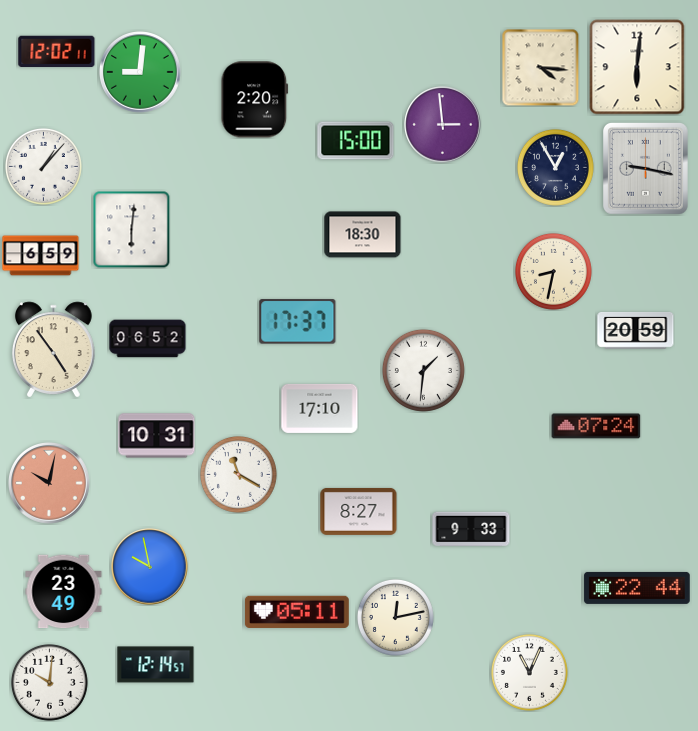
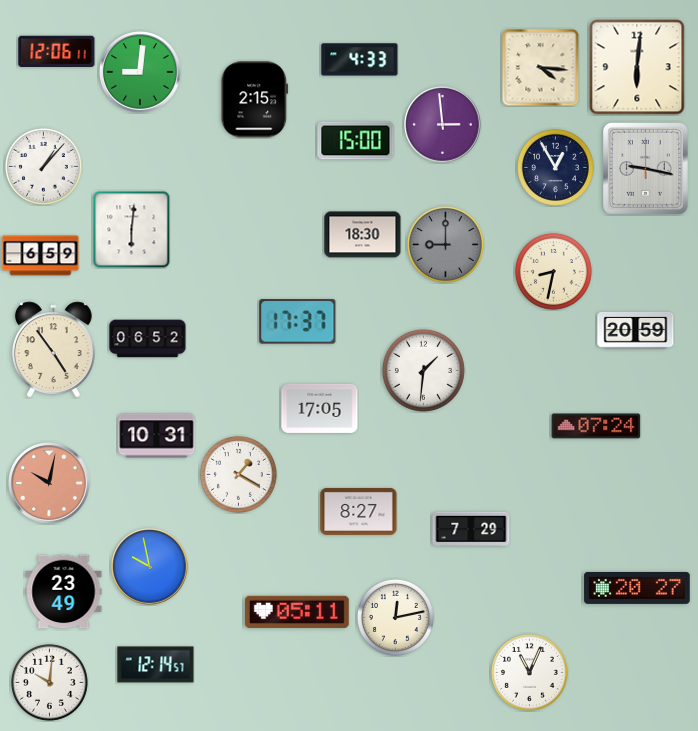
clock at (57, 52): 12:02 -> 12:06
clock at (360, 60): none -> 4:33
clock at (255, 100): 2:20 -> 2:15
clock at (445, 244): none -> 9:00
clock at (320, 408): 17:10 -> 17:05
clock at (238, 474): 11:20 -> 1:20
clock at (471, 529): 9:33 -> 7:29
clock at (637, 588): 22:44 -> 20:27
